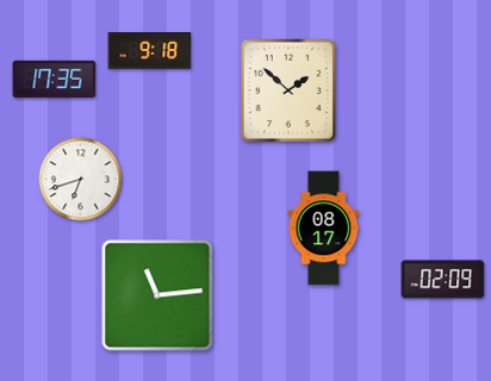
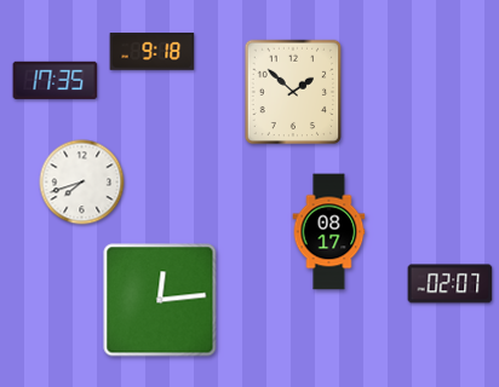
clock at (81, 180): 6:42 -> 7:42
clock at (443, 280): 02:09 -> 02:07
clock at (157, 295): 11:14 -> 12:14
